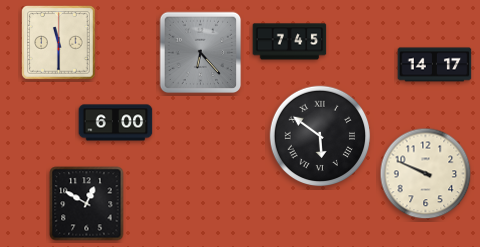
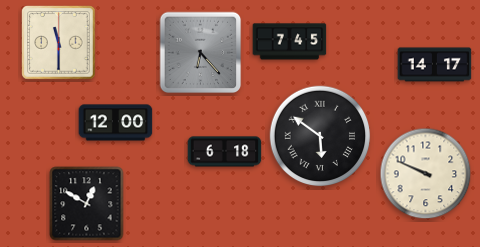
clock at (116, 123): 6:00 -> 12:00
clock at (225, 152): none -> 6:18
